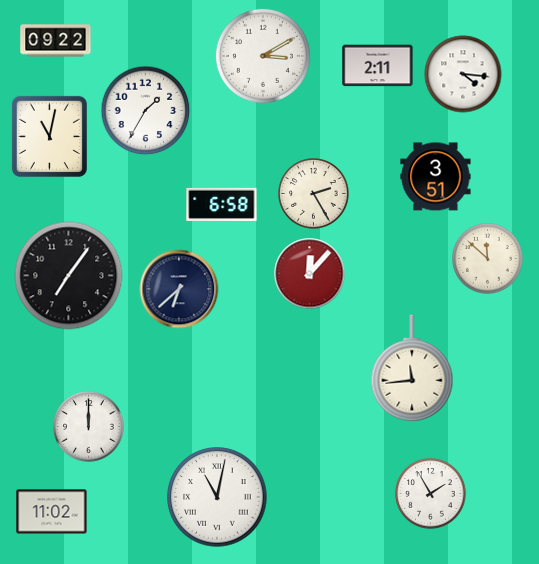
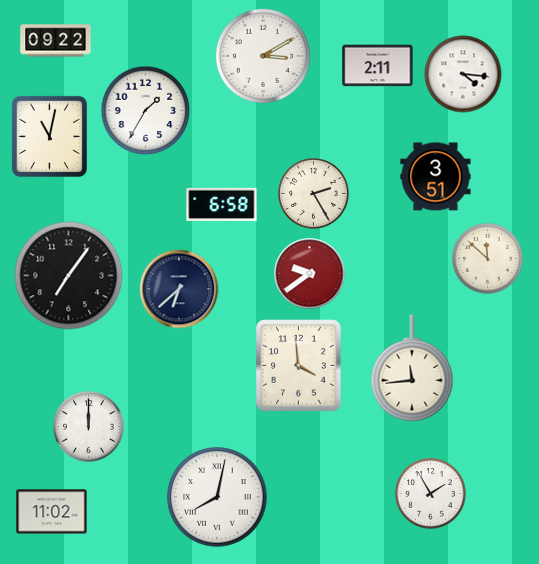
clock at (310, 274): 12:07 -> 9:39
clock at (299, 366): none -> 3:59
clock at (217, 497): 11:02 -> 8:02
